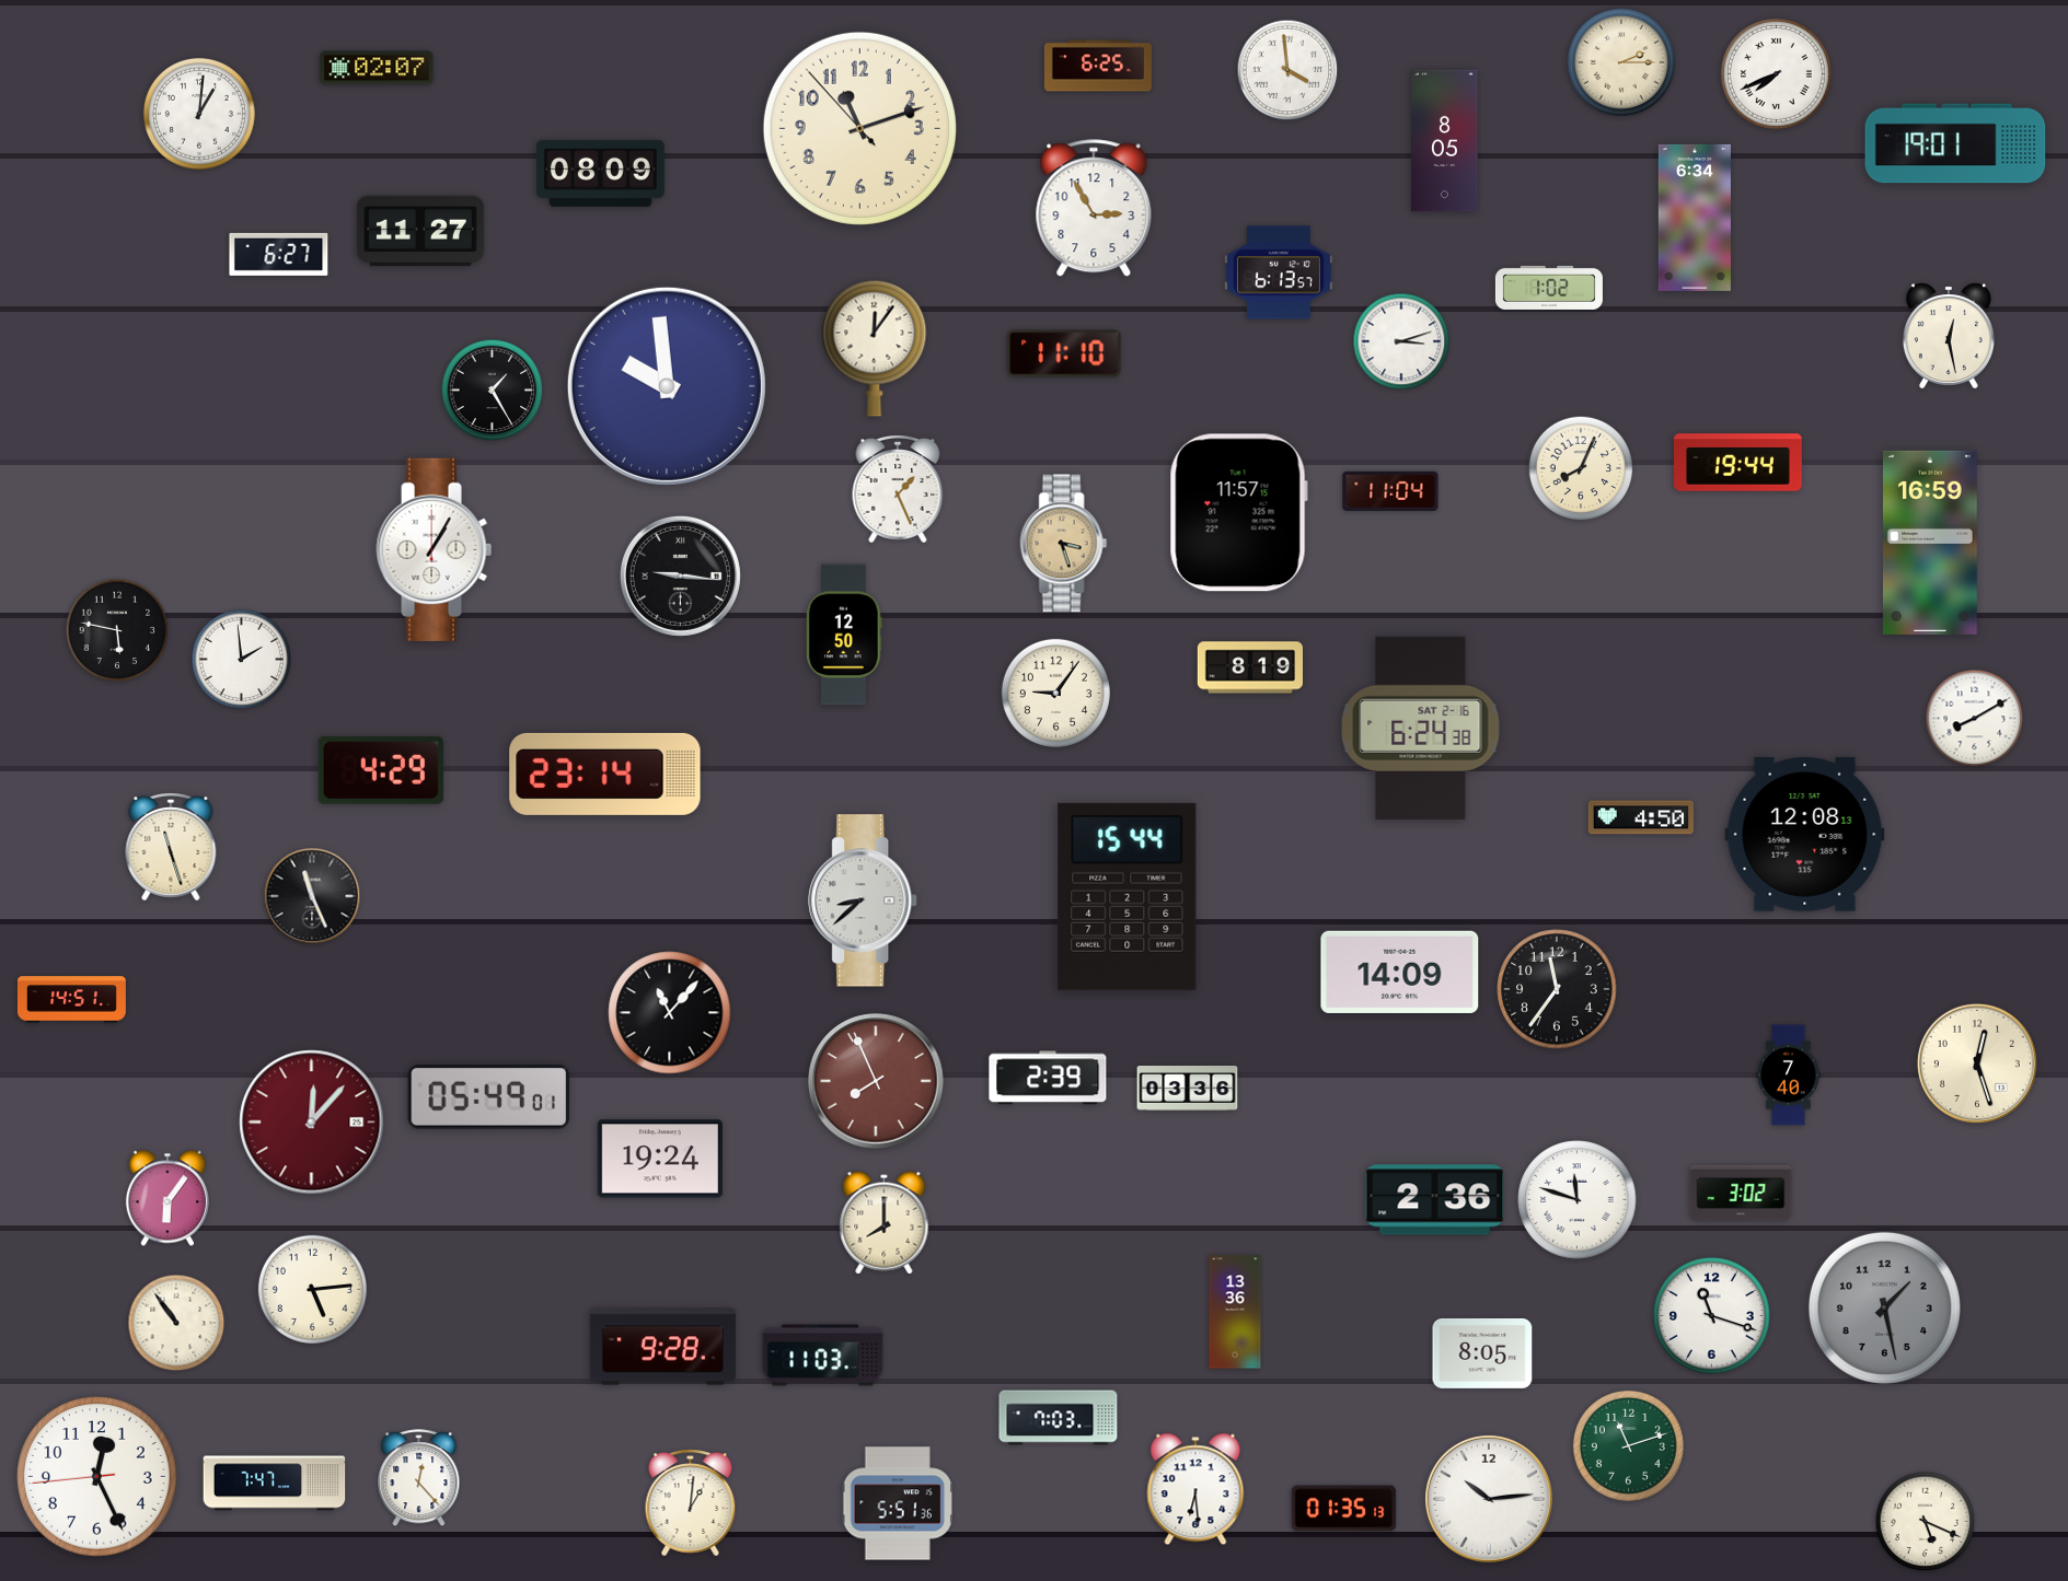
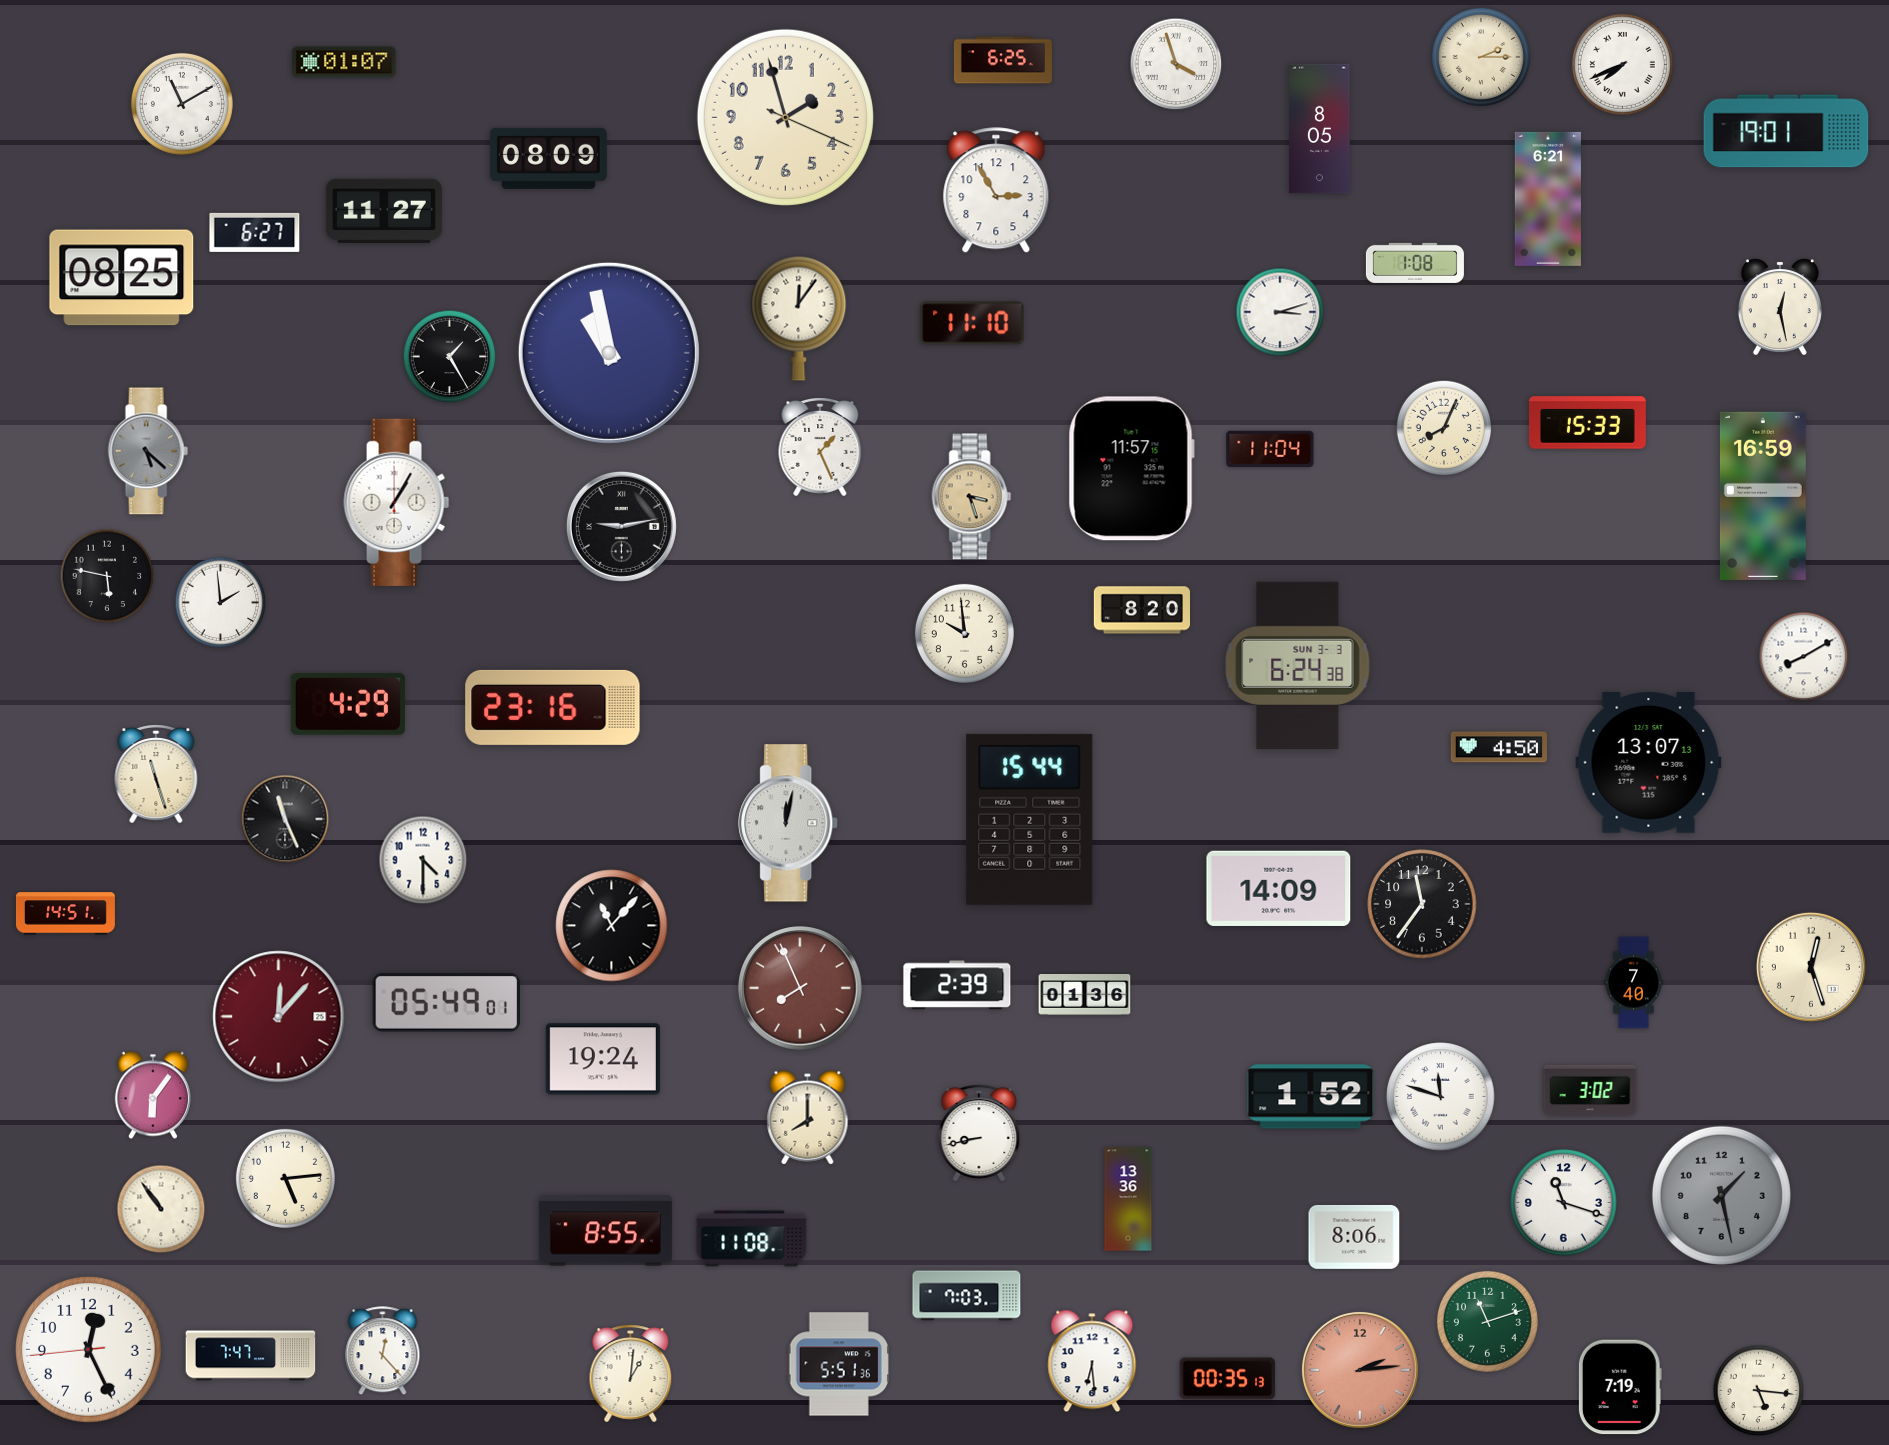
clock at (377, 68): 02:07 -> 01:07
clock at (1287, 70): 3:59 -> 3:57
clock at (1776, 73) position: (1776, 73) -> (1622, 64)
clock at (199, 114): 1:01 -> 11:10
clock at (859, 128): 11:11 -> 1:57
clock at (1094, 209) position: (1094, 209) -> (996, 191)
clock at (1695, 218): 6:34 -> 6:21
clock at (1279, 272): 6:13 -> none
clock at (1549, 288): 1:02 -> 1:08
clock at (122, 278): none -> 08:25
clock at (667, 386): 9:59 -> 10:58
clock at (1737, 463): 19:44 -> 15:33
clock at (148, 451): none -> 5:22
clock at (680, 576): 9:16 -> 9:13
clock at (844, 635): 12:50 -> none
clock at (1249, 667): 8:19 -> 8:20
clock at (1055, 693): 9:06 -> 9:59
clock at (1421, 728) date: SAT 2-16 -> SUN 3-3
clock at (605, 774): 23:14 -> 23:16
clock at (1805, 835): 12:08 -> 13:07
clock at (864, 900): 8:38 -> 12:02
clock at (423, 860): none -> 4:30
clock at (1977, 1063) position: (1977, 1063) -> (1811, 967)
clock at (1188, 1089): 03:36 -> 01:36
clock at (312, 1123) position: (312, 1123) -> (279, 1017)
clock at (1435, 1200): 2:36 -> 1:52
clock at (979, 1133): none -> 8:43
clock at (662, 1347): 9:28 -> 8:55
clock at (1482, 1353): 8:05 -> 8:06
clock at (823, 1356): 11:03 -> 11:08
clock at (1489, 1499): 10:14 -> 2:14
clock at (1489, 1499) dial: white -> salmon
clock at (898, 1503) position: (898, 1503) -> (839, 1364)
clock at (1344, 1509): 01:35 -> 00:35
clock at (1620, 1387): none -> 7:19
clock at (1926, 1522): 5:19 -> 5:16
